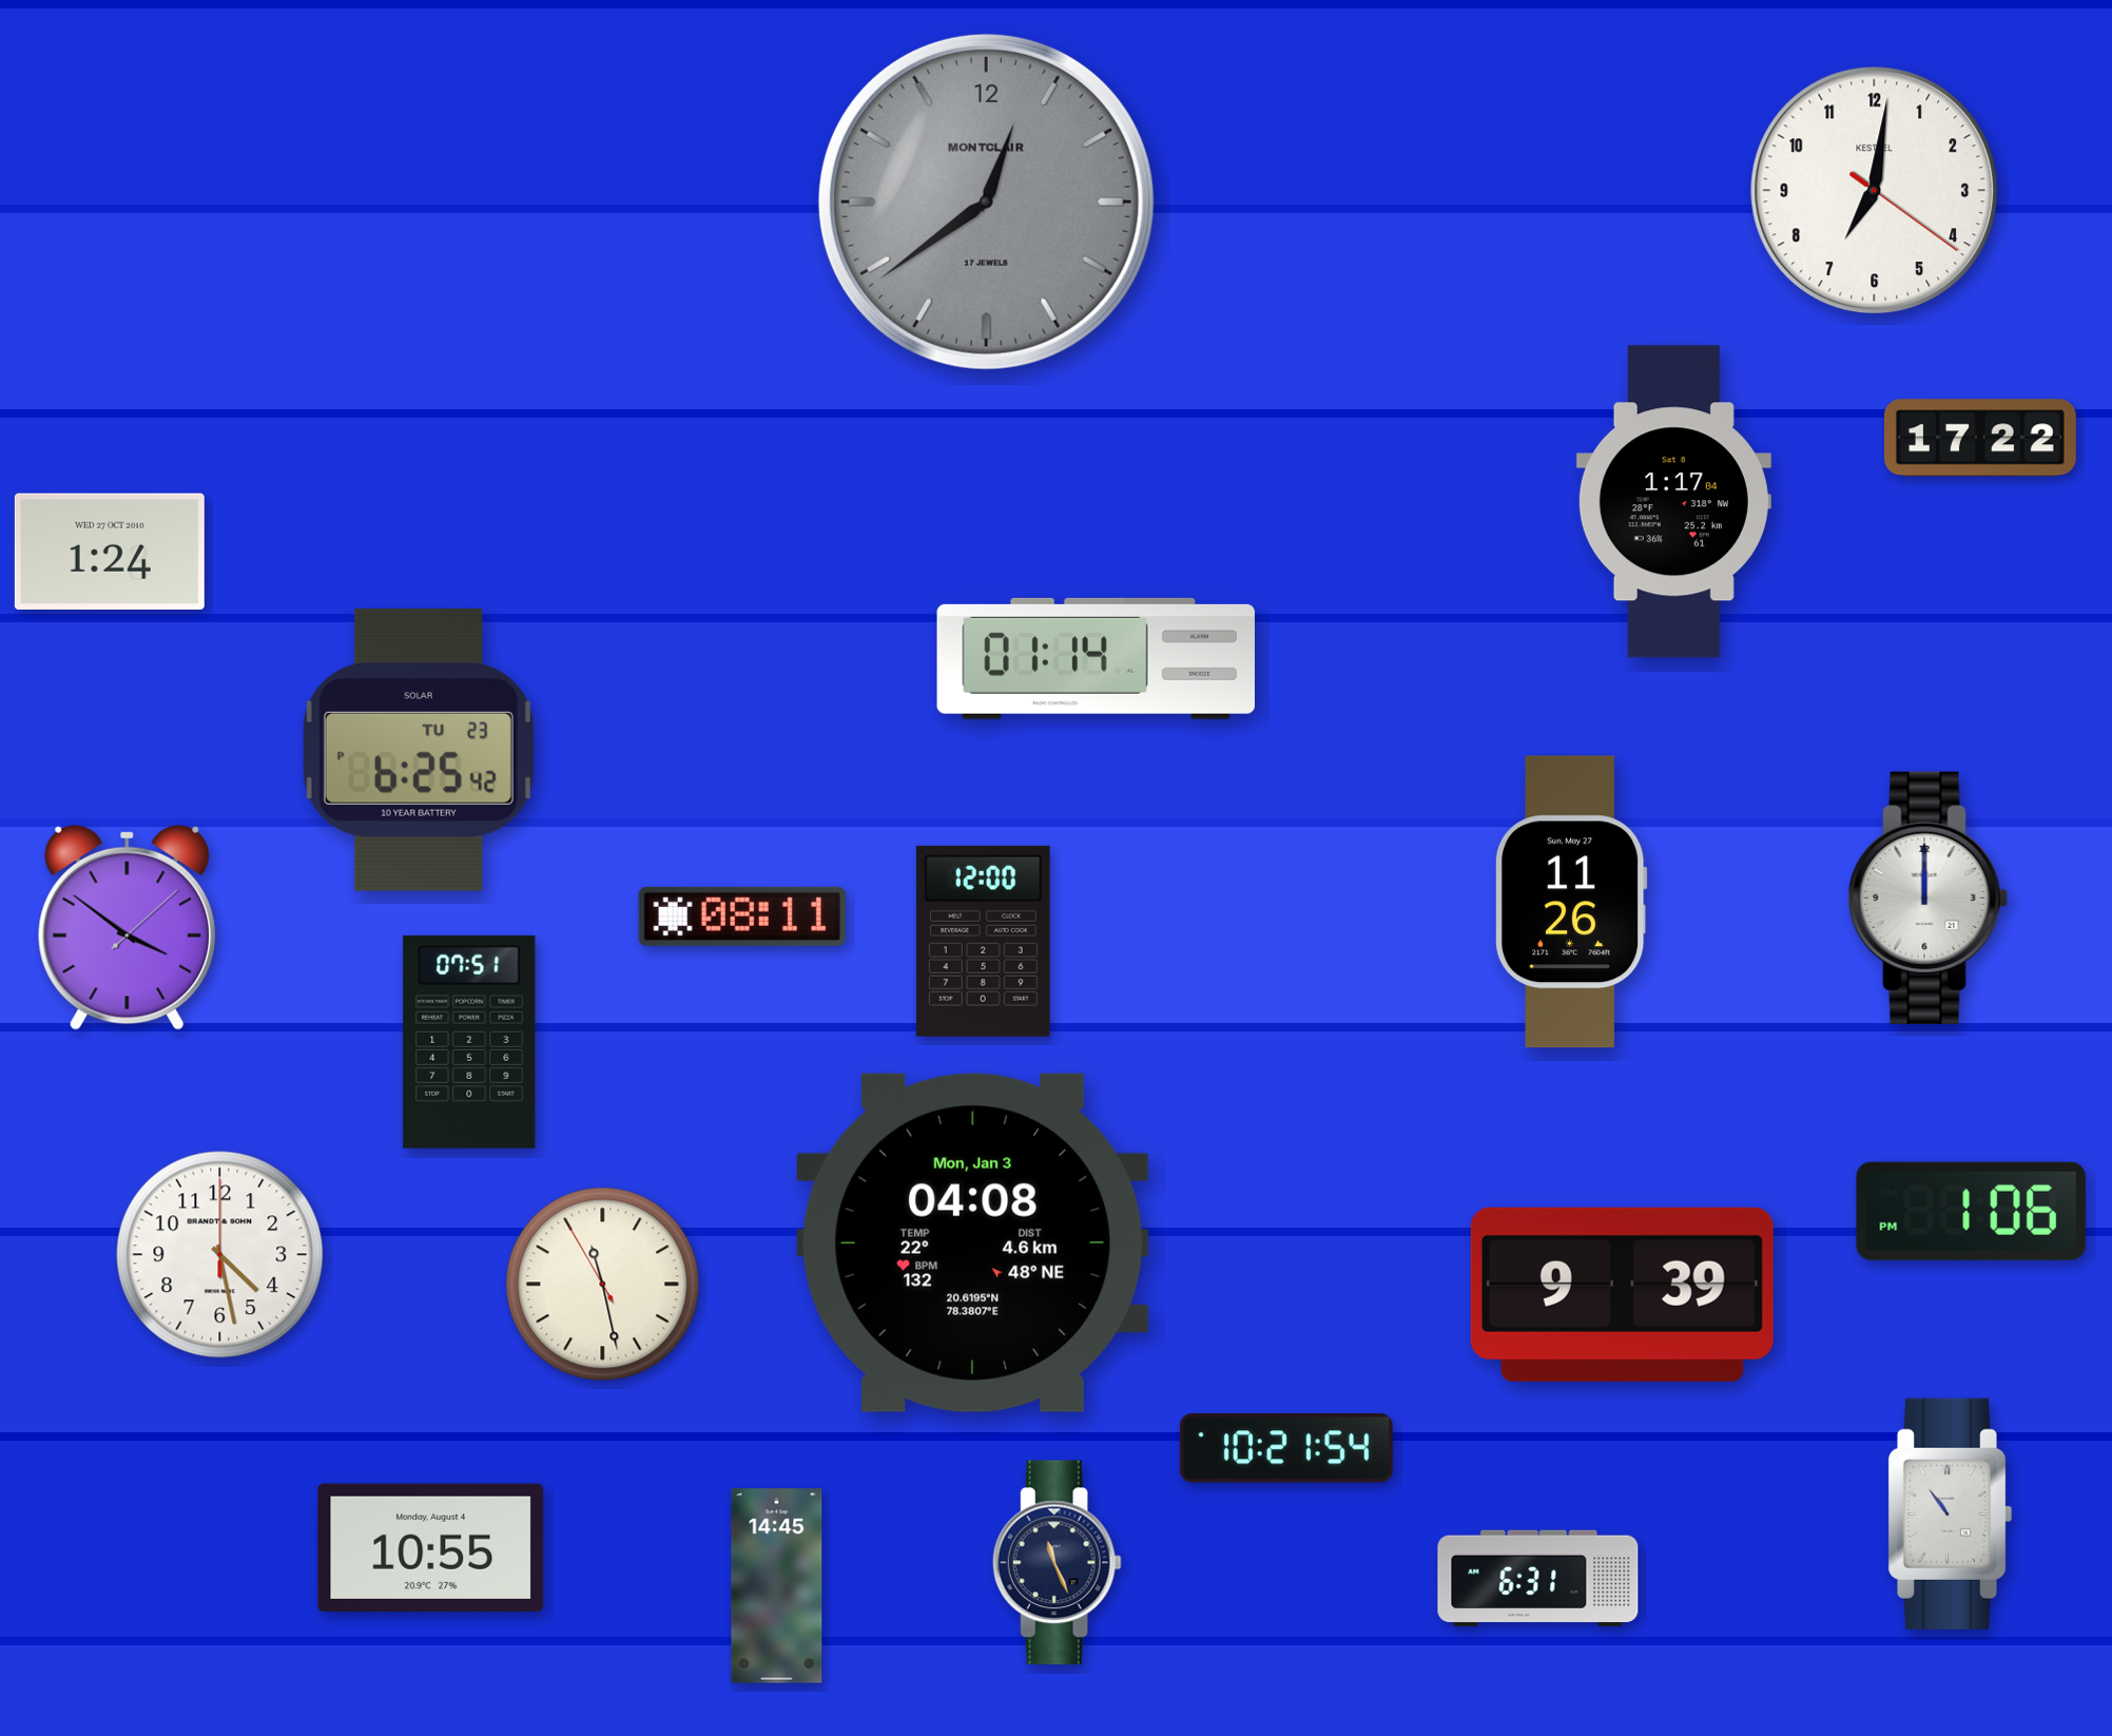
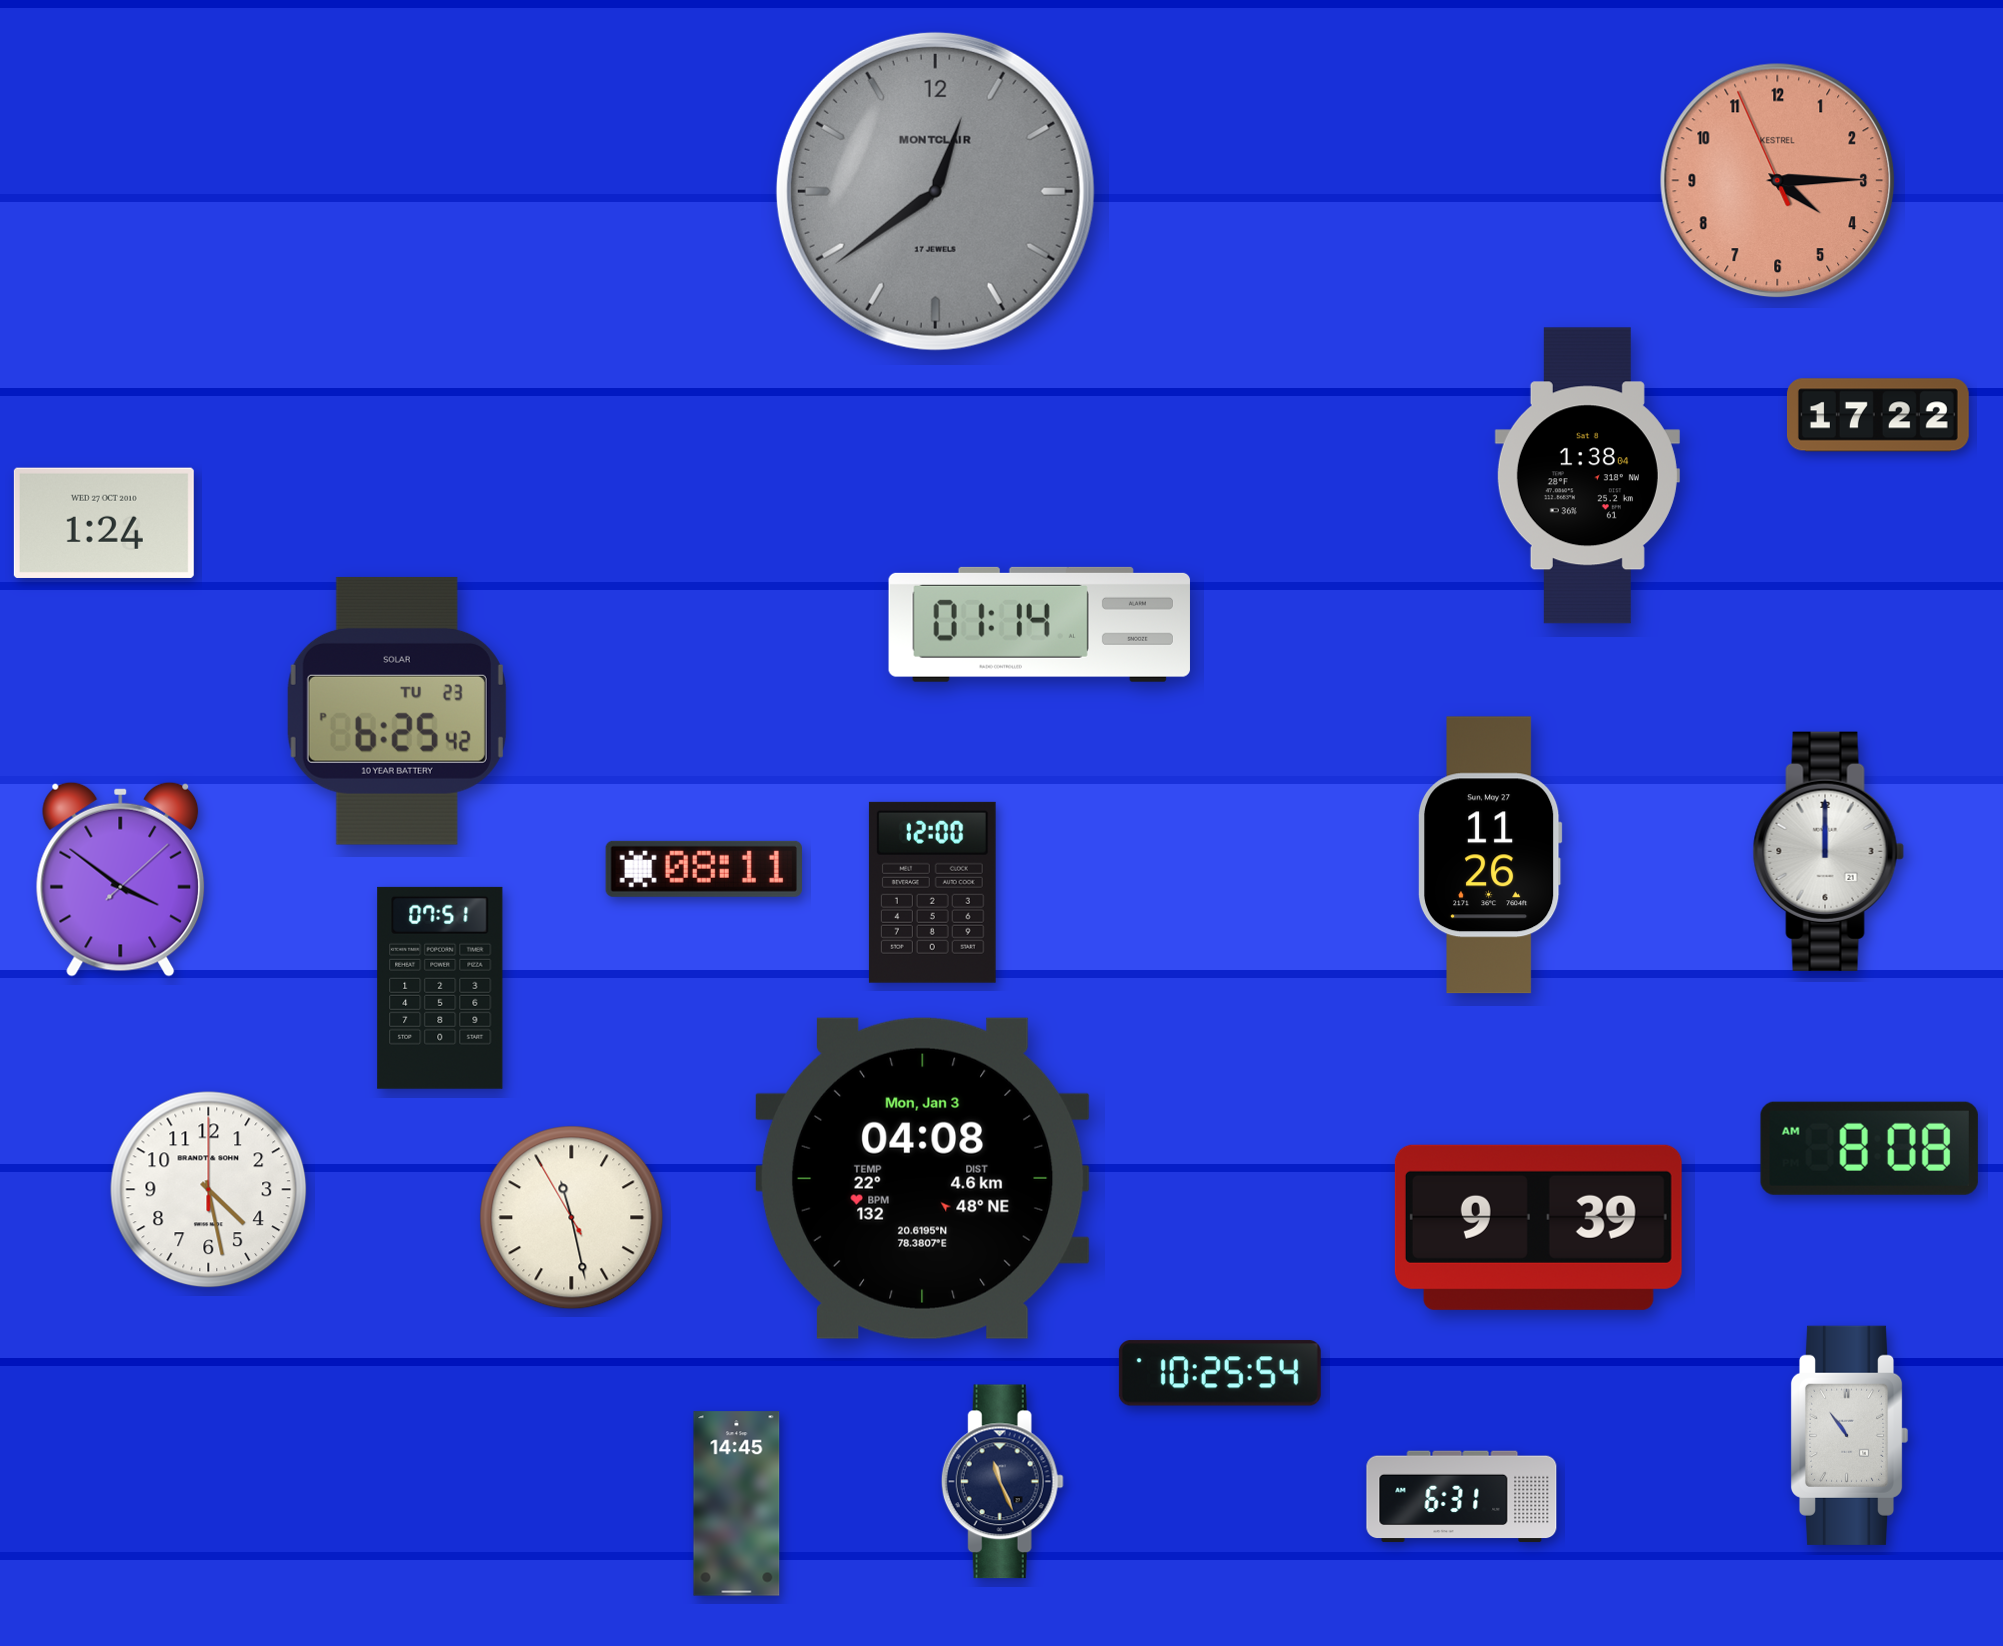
clock at (1875, 191): 7:01 -> 4:14
clock at (1875, 191) dial: white -> salmon
clock at (1673, 502): 1:17 -> 1:38
clock at (469, 1042) position: (469, 1042) -> (440, 988)
clock at (1971, 1211): 1:06 -> 8:08
clock at (1286, 1448): 10:21 -> 10:25
clock at (431, 1547): 10:55 -> none
clock at (1538, 1579) position: (1538, 1579) -> (1462, 1497)
